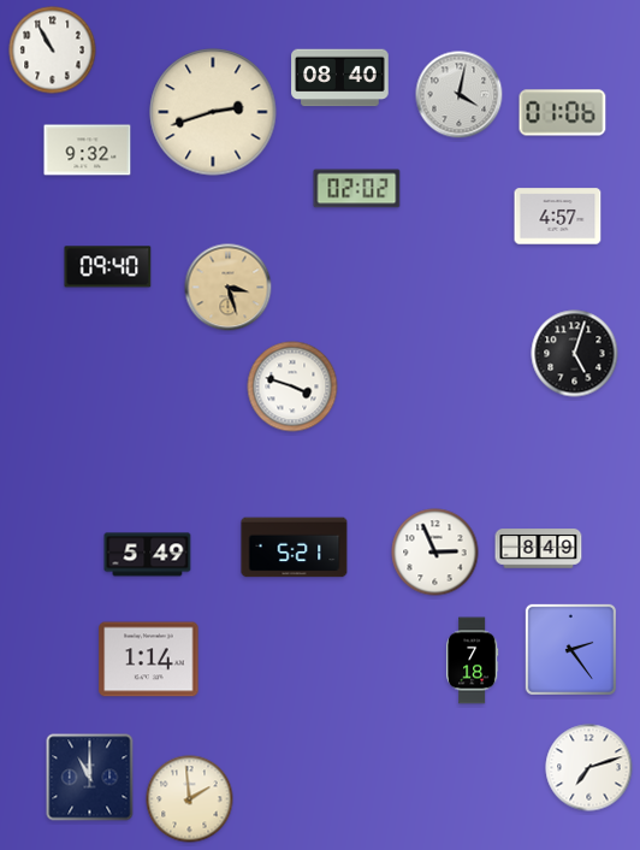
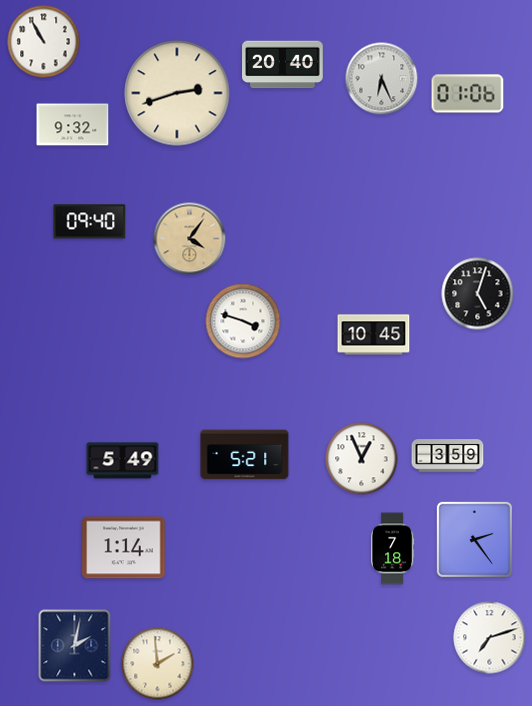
clock at (340, 78): 08:40 -> 20:40
clock at (460, 95): 4:02 -> 6:26
clock at (357, 189): 02:02 -> none
clock at (558, 217): 4:57 -> none
clock at (229, 288): 3:27 -> 4:06
clock at (374, 335): none -> 10:45
clock at (539, 549): 8:49 -> 3:59
clock at (435, 553): 2:56 -> 12:56
clock at (90, 778): 11:00 -> 2:02
